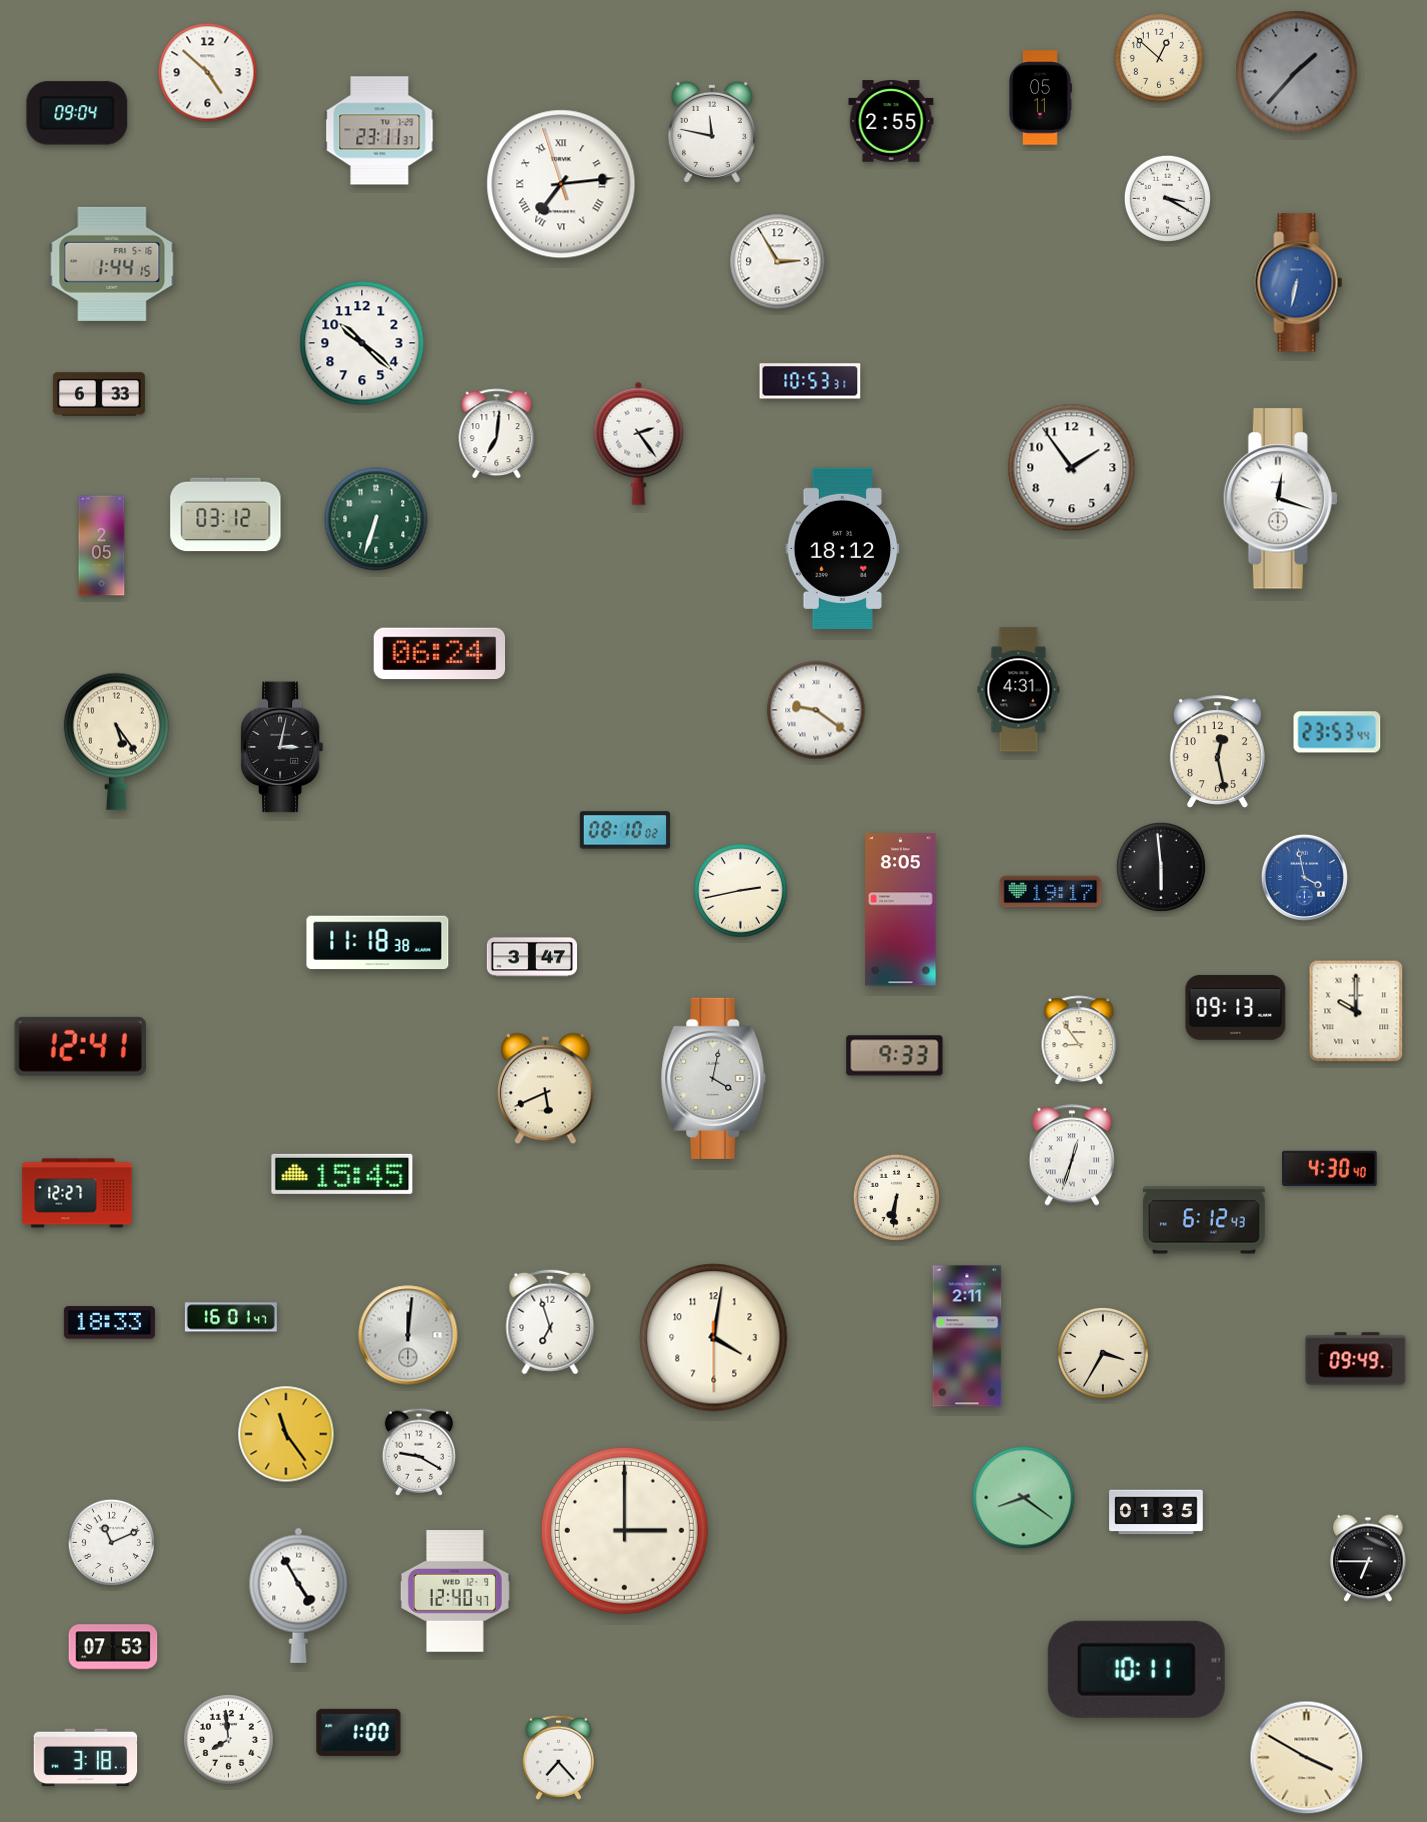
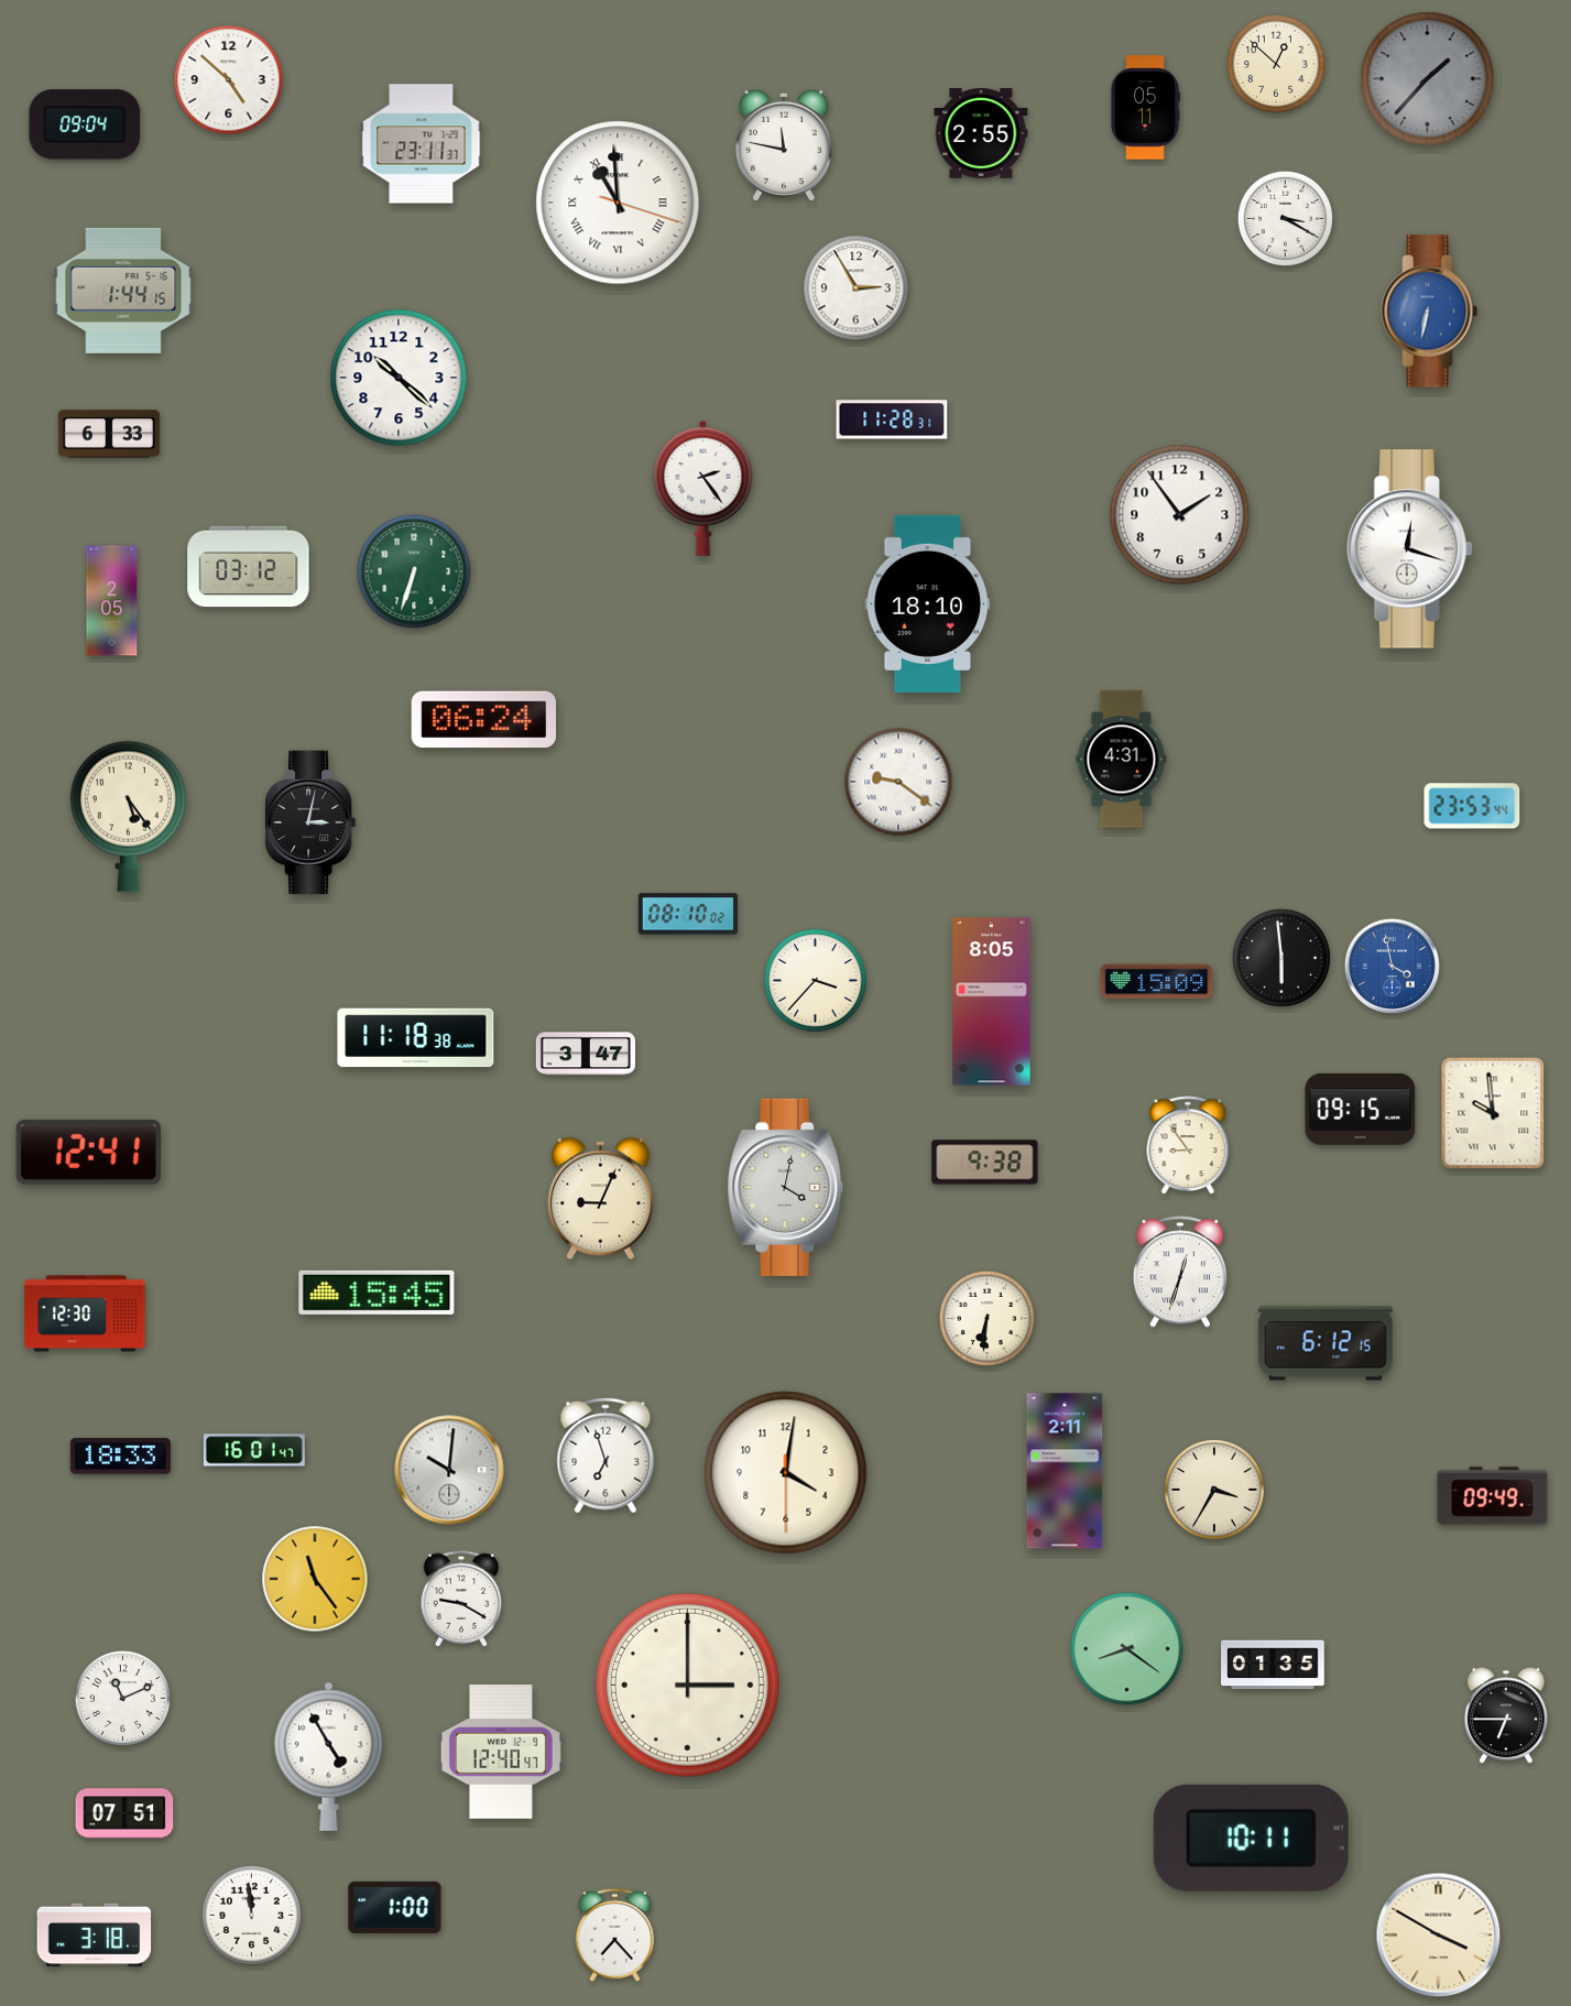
clock at (380, 131) position: (380, 131) -> (422, 144)
clock at (561, 184): 7:13 -> 10:59
clock at (810, 381): 10:53 -> 11:28
clock at (497, 434): 7:01 -> none
clock at (843, 548): 18:12 -> 18:10
clock at (1217, 752): 12:28 -> none
clock at (1161, 867) position: (1161, 867) -> (1281, 958)
clock at (1304, 877) position: (1304, 877) -> (1392, 966)
clock at (741, 891): 2:43 -> 3:37
clock at (1051, 892): 19:17 -> 15:09
clock at (1236, 1007): 09:13 -> 09:15
clock at (1356, 1011): 10:00 -> 9:59
clock at (895, 1056): 9:33 -> 9:38
clock at (546, 1089): 5:41 -> 9:04
clock at (1330, 1169): 4:30 -> none
clock at (77, 1193): 12:27 -> 12:30
clock at (1204, 1220): 6:12:43 -> 6:12:15
clock at (408, 1335): 12:01 -> 10:01
clock at (113, 1647): 07:53 -> 07:51
clock at (228, 1739): 7:59 -> 11:59
